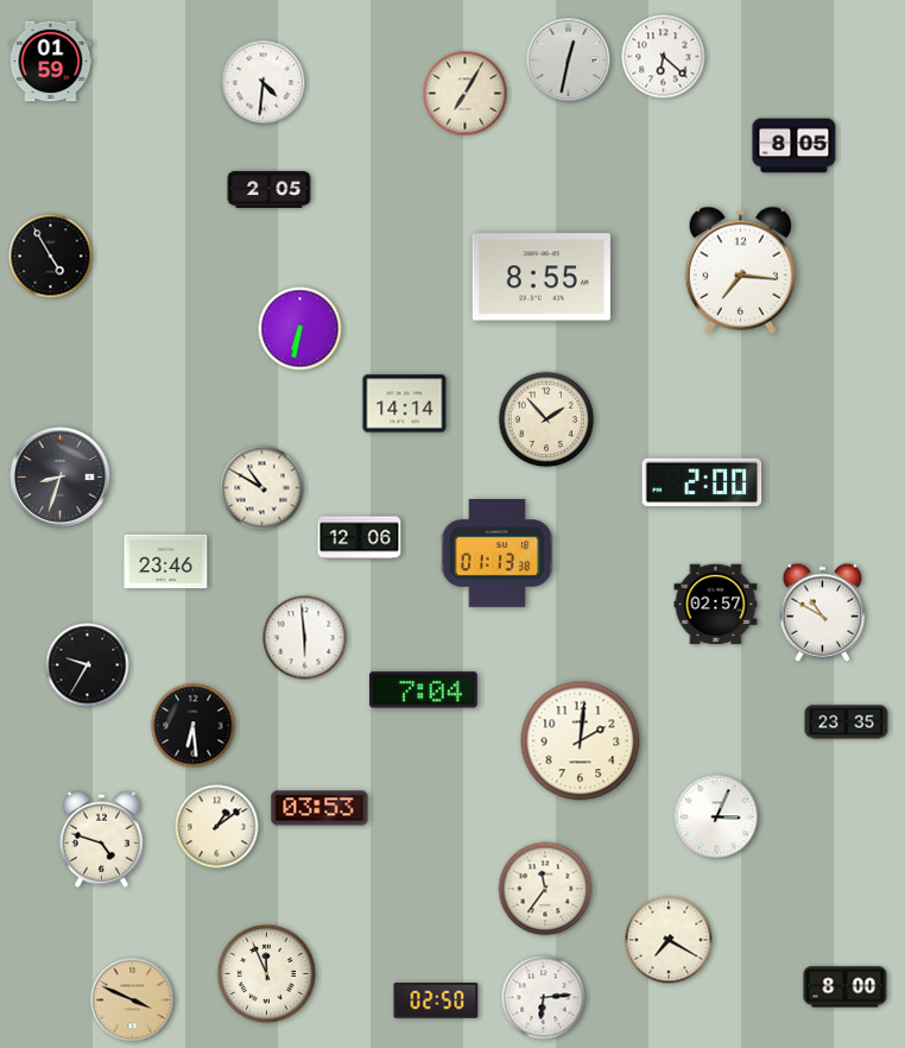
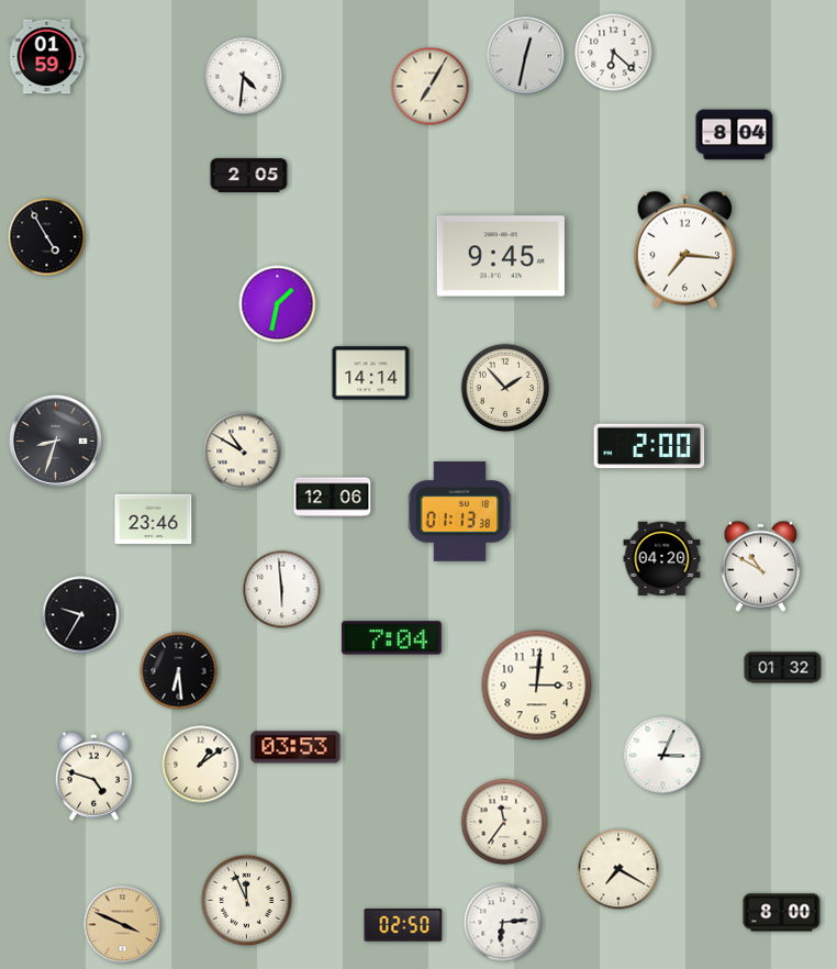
clock at (795, 146): 8:05 -> 8:04
clock at (542, 277): 8:55 -> 9:45
clock at (300, 329): 6:32 -> 1:32
clock at (405, 404) position: (405, 404) -> (371, 374)
clock at (716, 605): 02:57 -> 04:20
clock at (847, 722): 23:35 -> 01:32
clock at (581, 741): 2:01 -> 3:01
